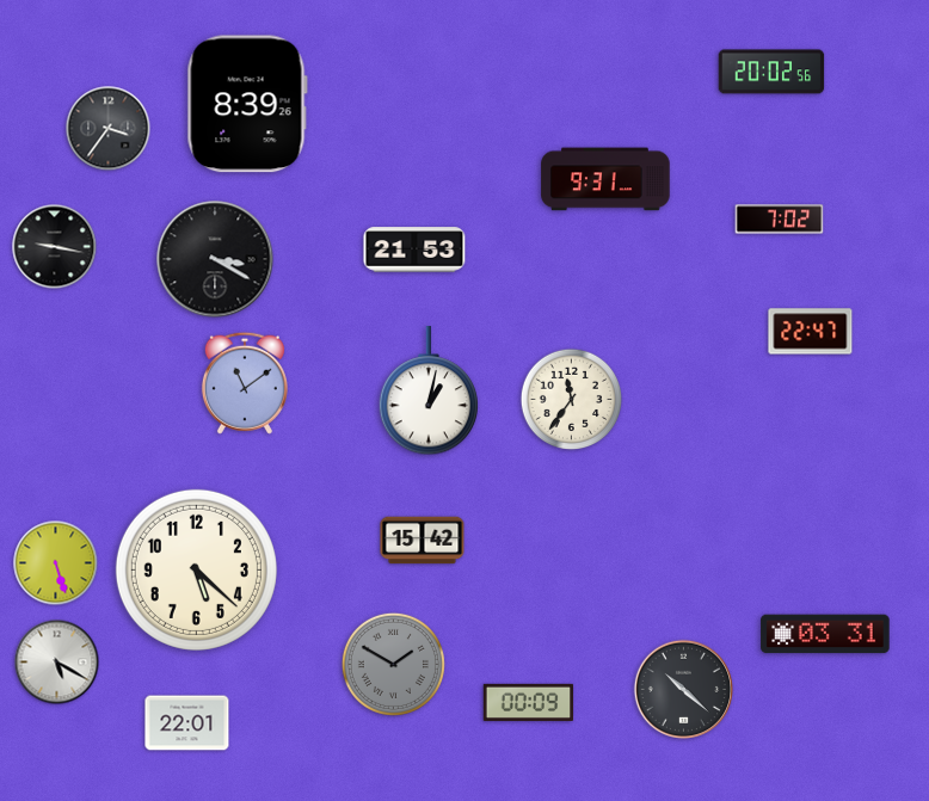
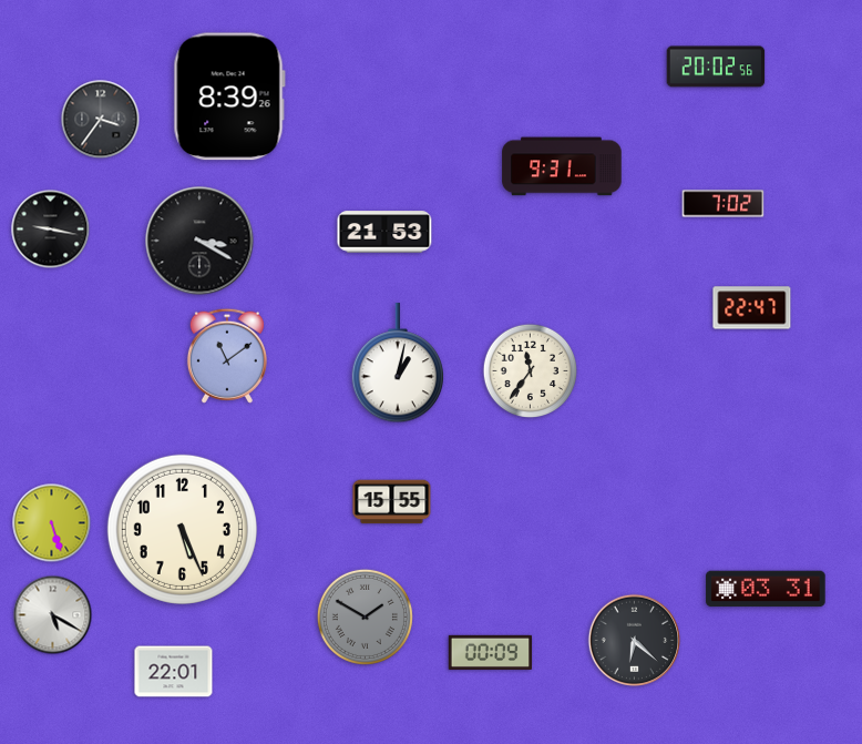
clock at (423, 541): 15:42 -> 15:55
clock at (196, 569): 5:22 -> 5:26
clock at (684, 690): 10:22 -> 6:22
